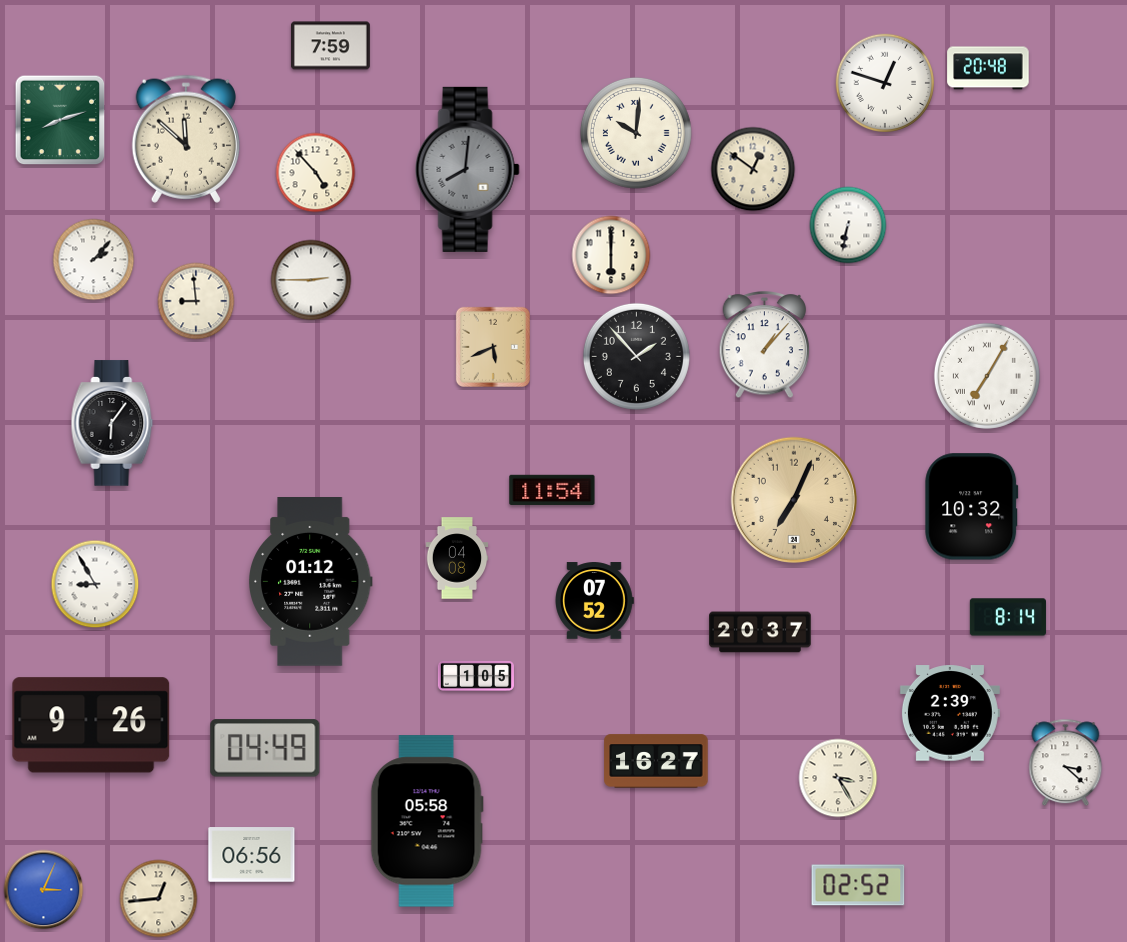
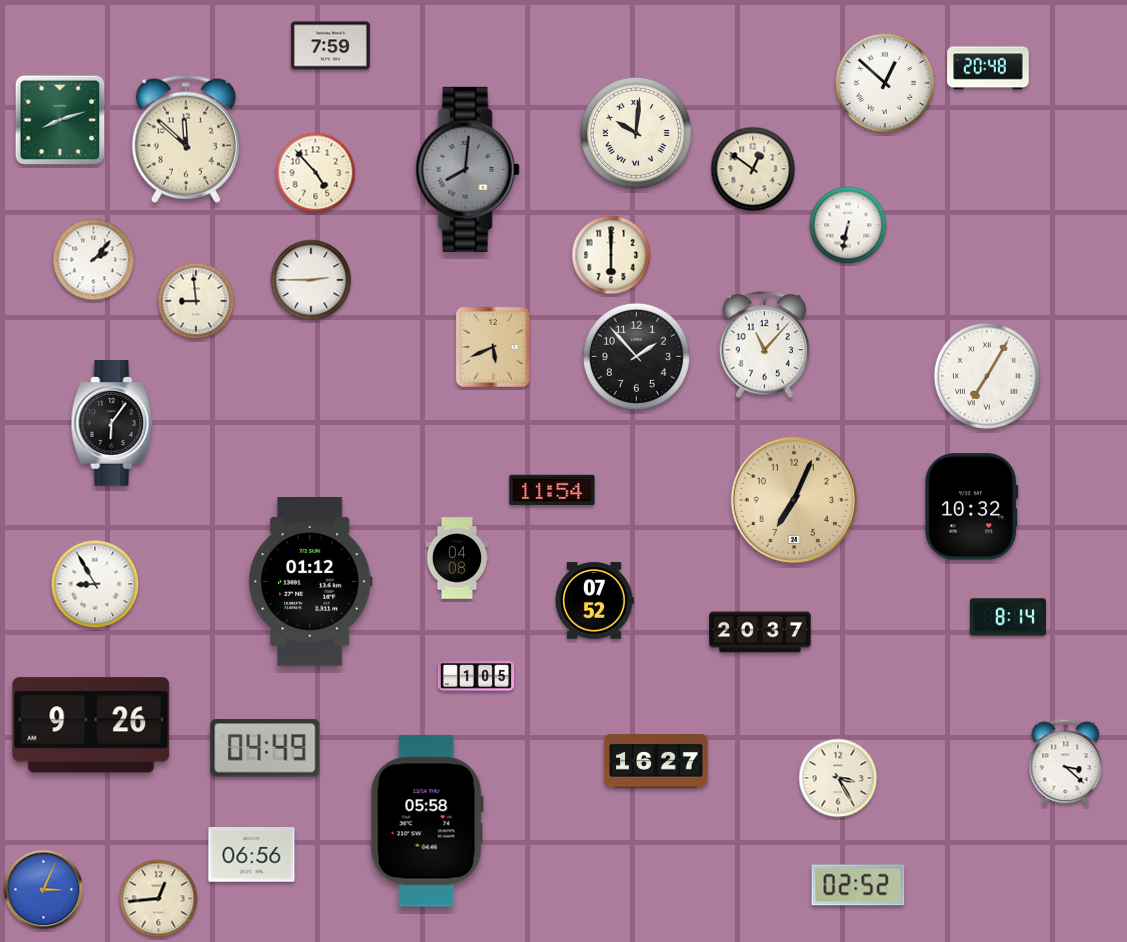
clock at (884, 82): 12:48 -> 12:52
clock at (765, 345): 1:07 -> 11:07
clock at (950, 713): 2:39 -> none
